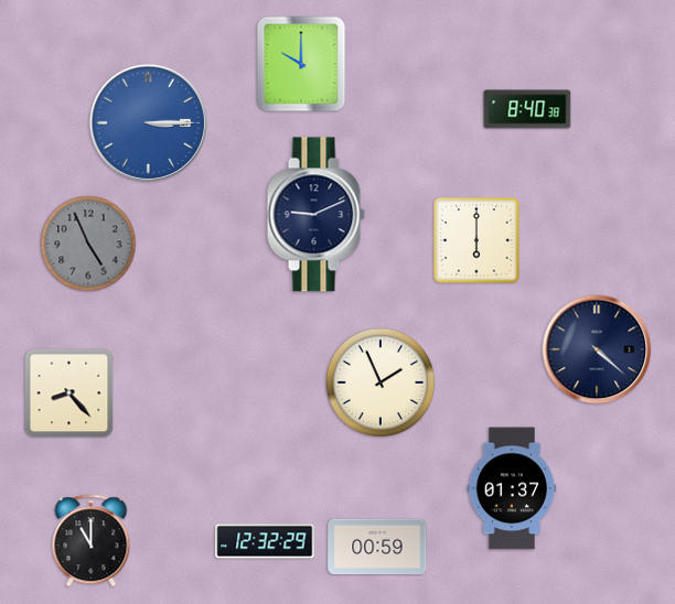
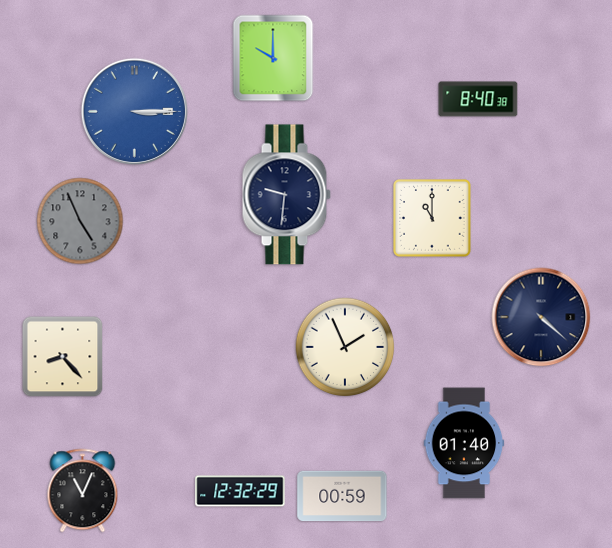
clock at (315, 215): 9:11 -> 9:31
clock at (478, 241): 6:00 -> 11:00
clock at (512, 488): 01:37 -> 01:40
clock at (92, 541): 11:00 -> 11:04
